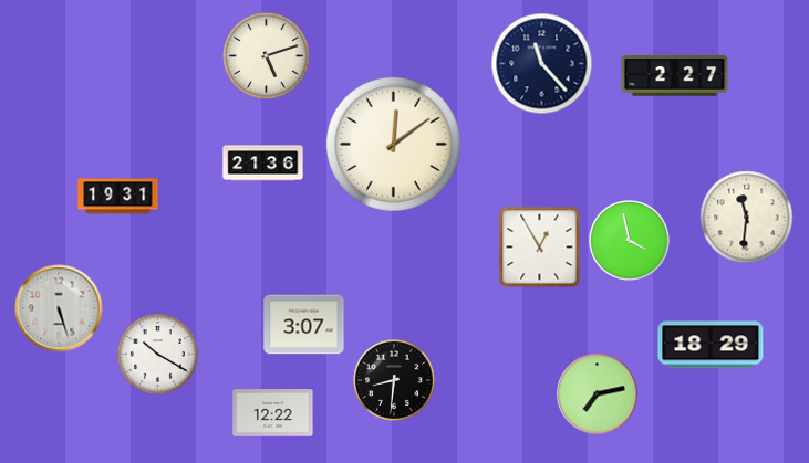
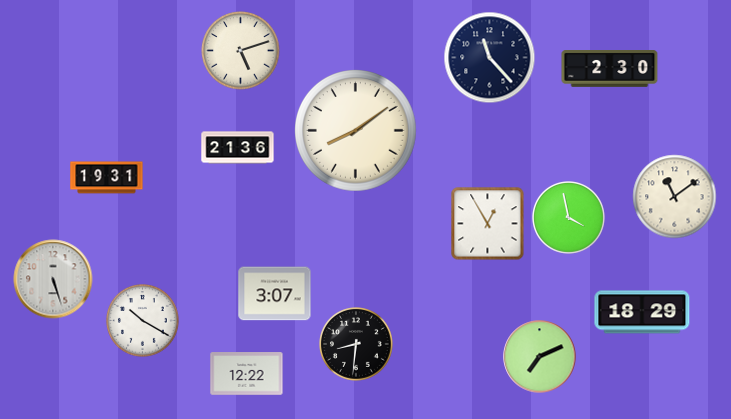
clock at (675, 76): 2:27 -> 2:30
clock at (394, 145): 12:09 -> 8:09
clock at (747, 218): 11:31 -> 11:09
clock at (598, 394): 7:13 -> 7:11
